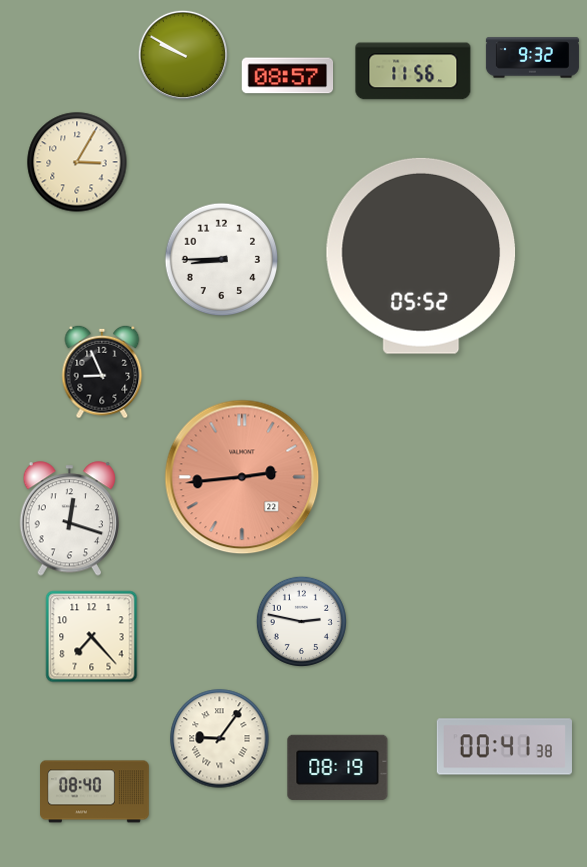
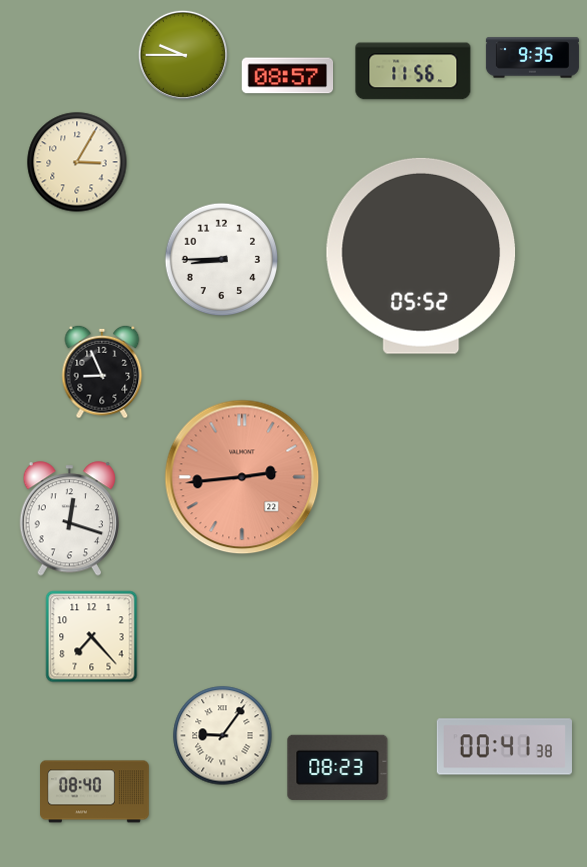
clock at (183, 55): 9:50 -> 9:45
clock at (532, 58): 9:32 -> 9:35
clock at (301, 621): 2:47 -> none
clock at (220, 739) position: (220, 739) -> (223, 736)
clock at (338, 767): 08:19 -> 08:23
